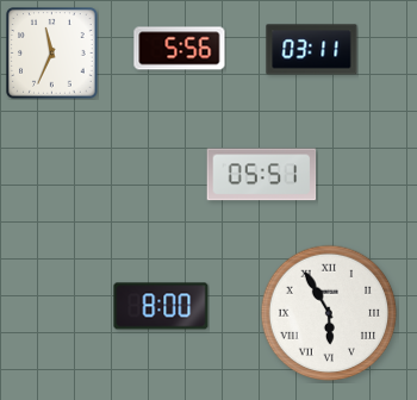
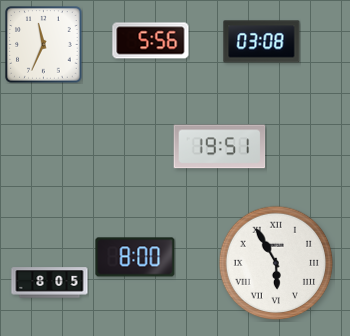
clock at (312, 50): 03:11 -> 03:08
clock at (262, 175): 05:51 -> 19:51
clock at (50, 283): none -> 8:05
